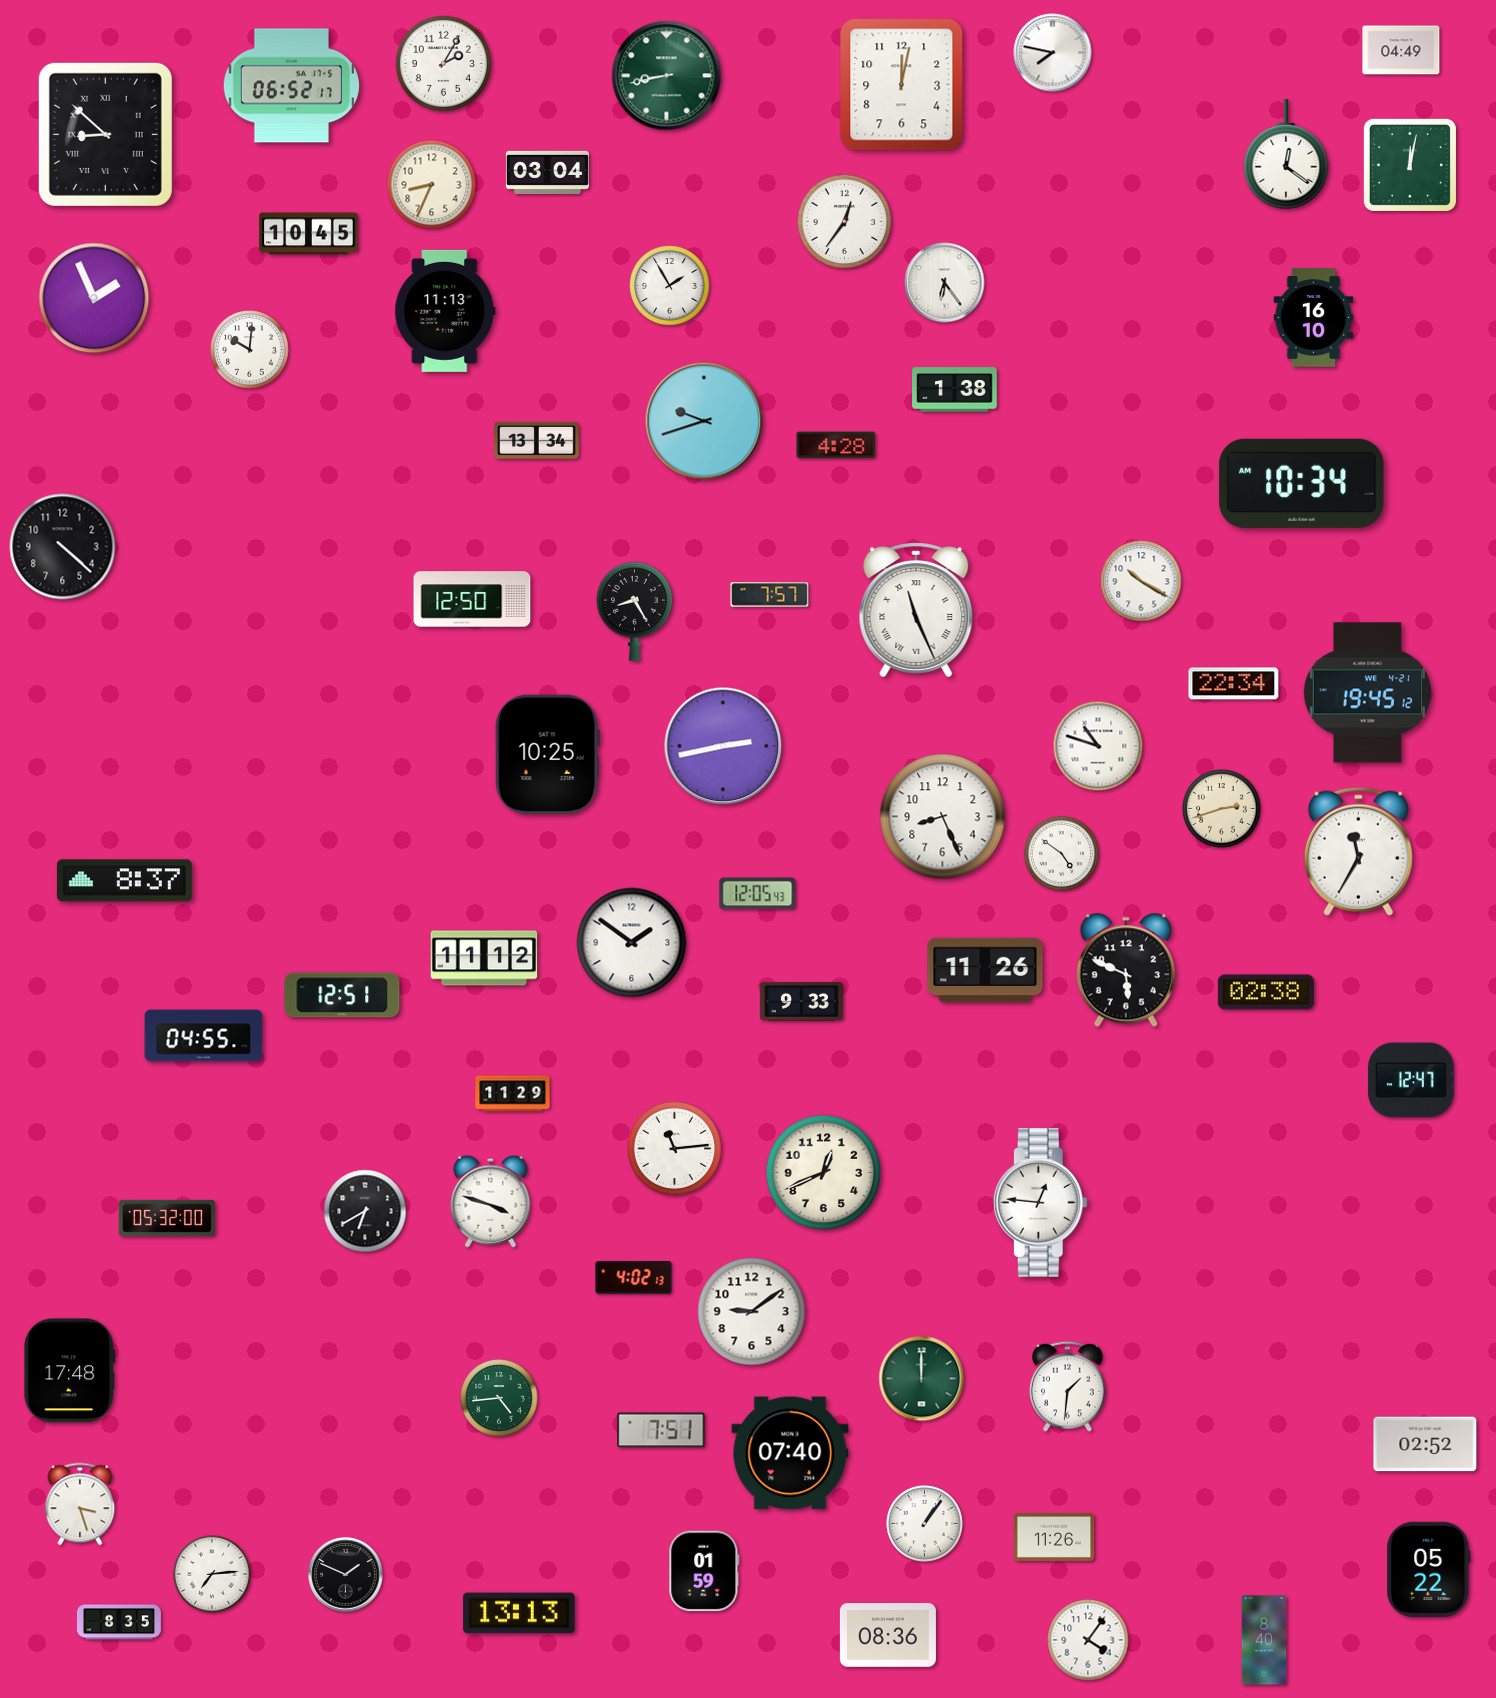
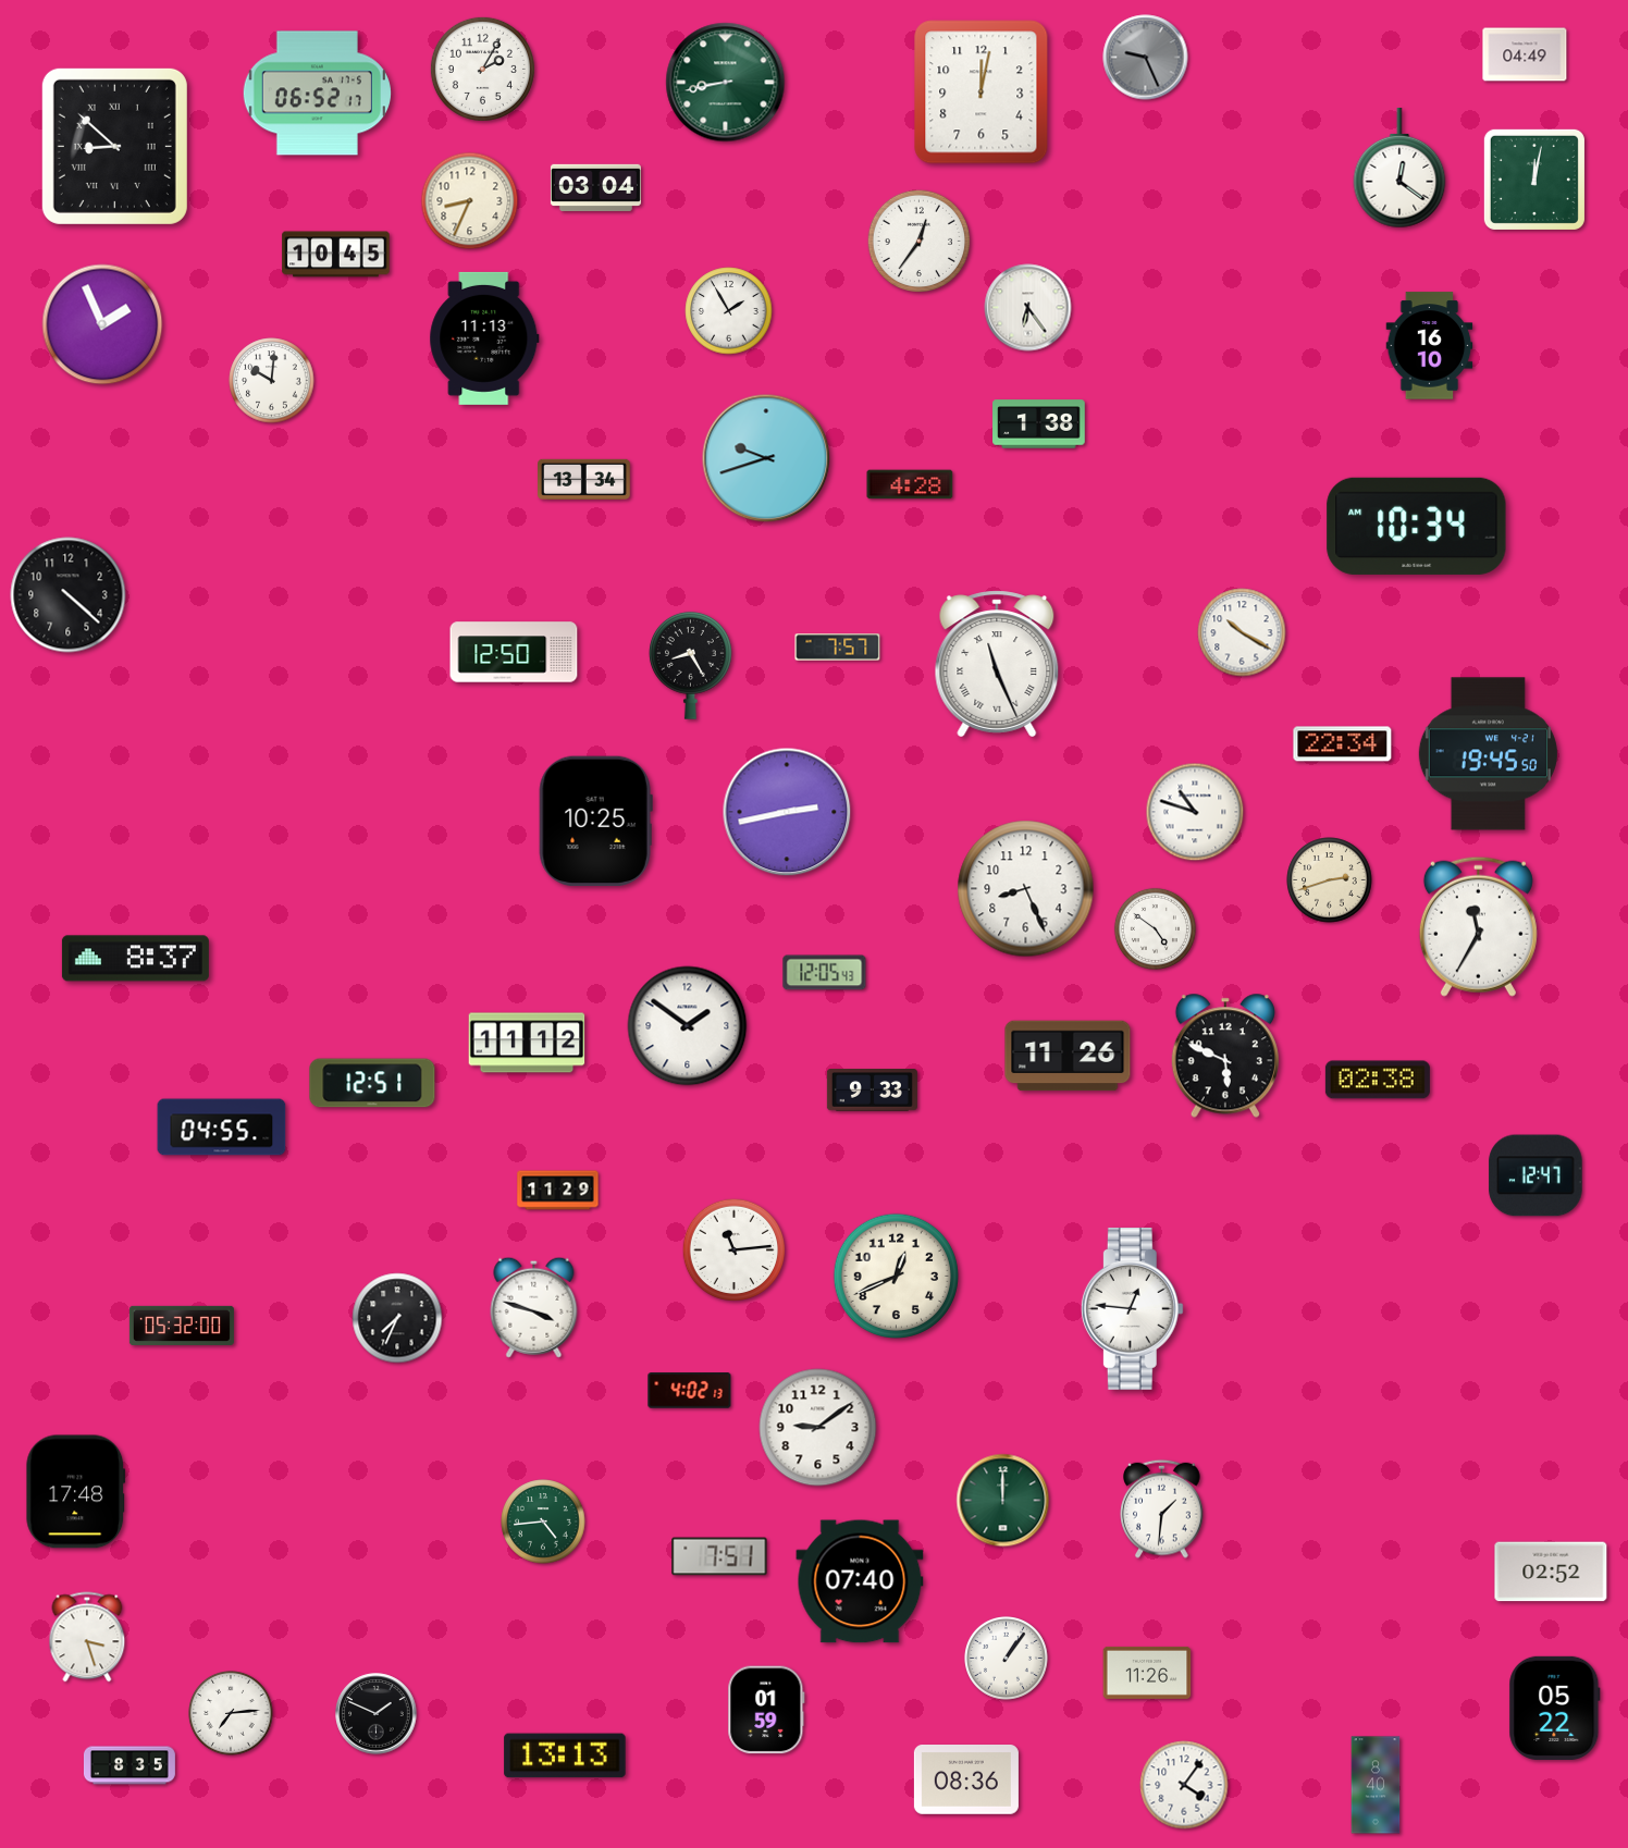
clock at (1053, 53): 7:47 -> 9:26
clock at (1053, 53) dial: white -> grey
clock at (1367, 693): 19:45:12 -> 19:45:50
clock at (985, 970) position: (985, 970) -> (1068, 1056)
clock at (365, 1211): 6:40 -> 7:34
